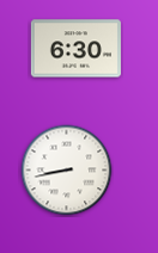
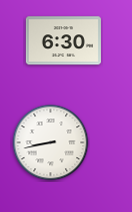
clock at (67, 171) position: (67, 171) -> (51, 143)
